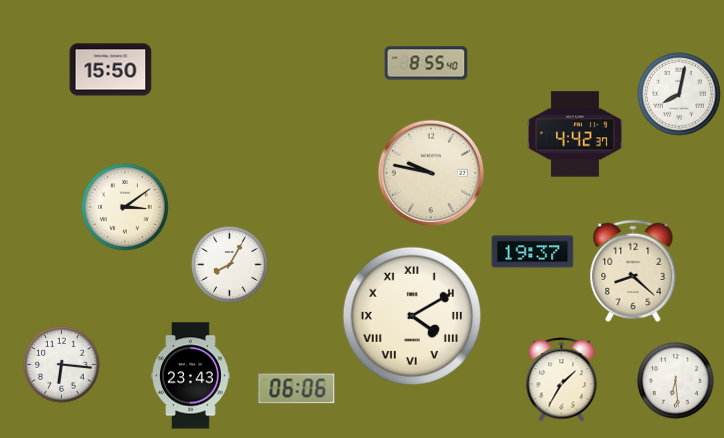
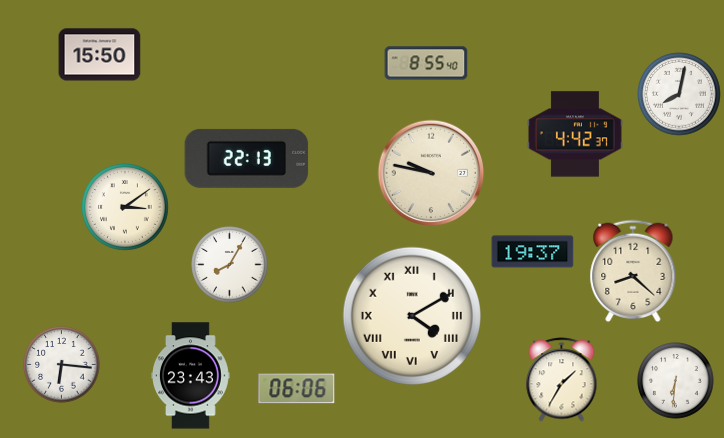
clock at (111, 70) position: (111, 70) -> (100, 55)
clock at (247, 158): none -> 22:13
clock at (676, 381): 6:29 -> 6:31
